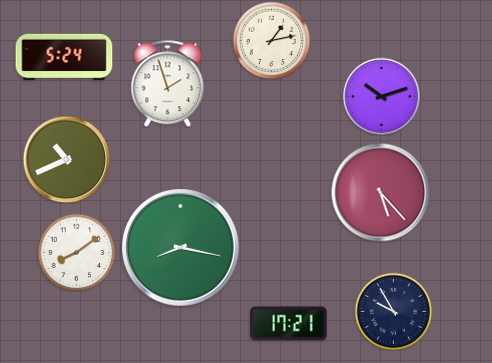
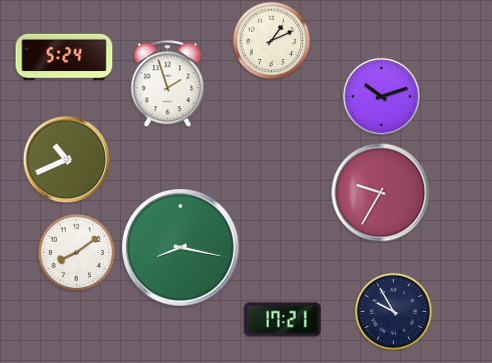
clock at (271, 40): 1:13 -> 1:11
clock at (381, 193): 5:23 -> 9:35
clock at (289, 324) position: (289, 324) -> (283, 320)
